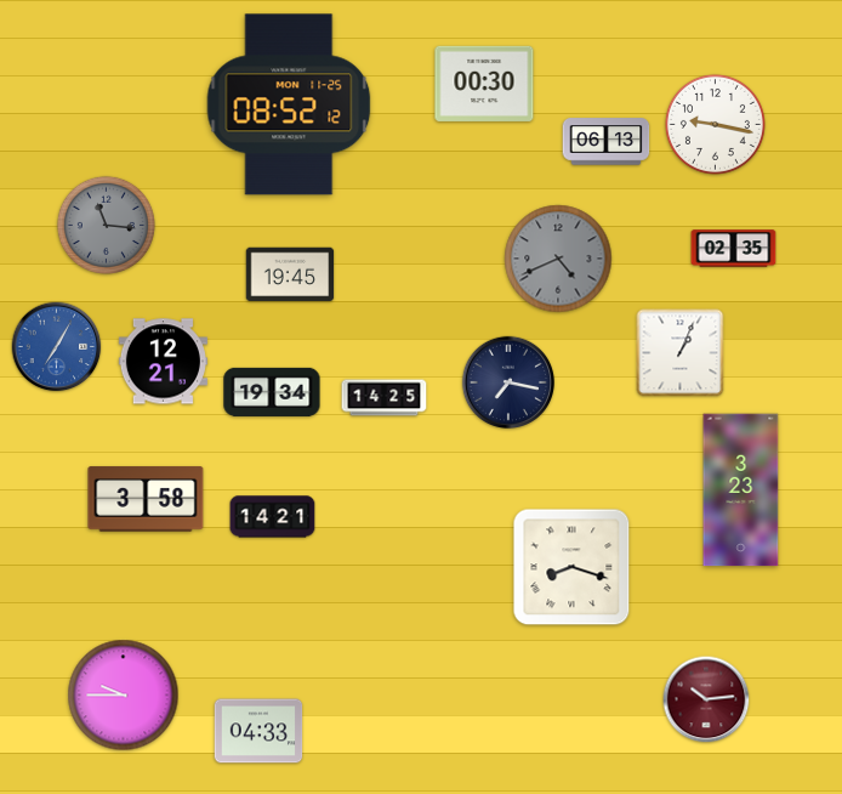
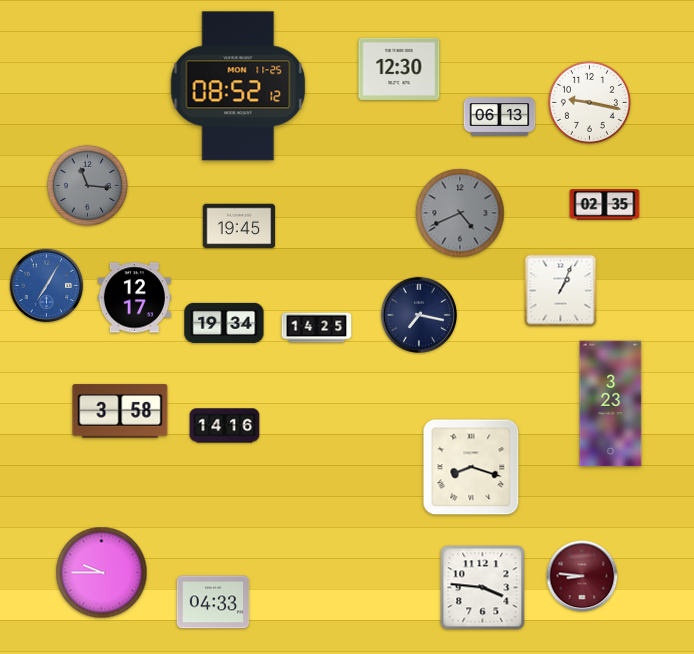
clock at (484, 84): 00:30 -> 12:30
clock at (163, 362): 12:21 -> 12:17
clock at (273, 517): 14:21 -> 14:16
clock at (706, 699): 10:14 -> 8:46
clock at (483, 588): none -> 3:46
